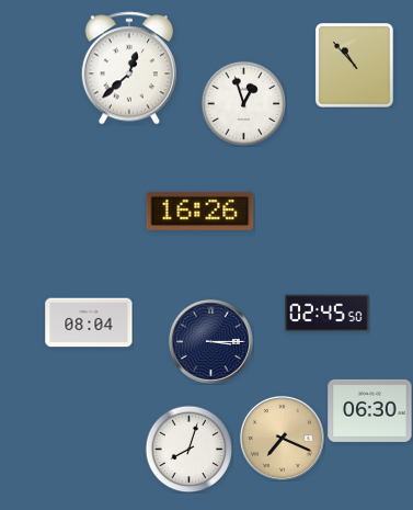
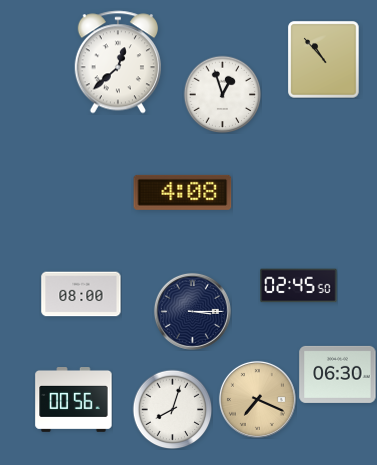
clock at (200, 211): 16:26 -> 4:08
clock at (89, 322): 08:04 -> 08:00
clock at (74, 400): none -> 00:56
